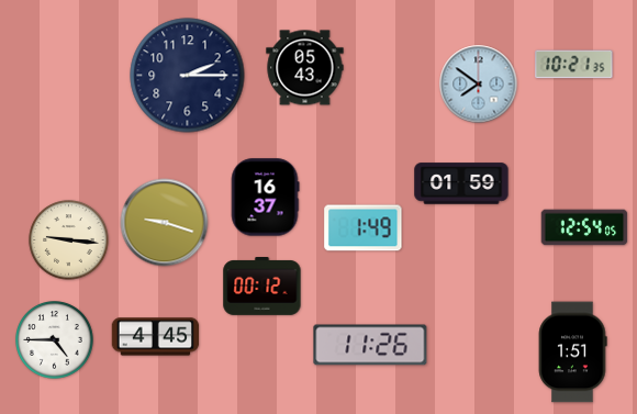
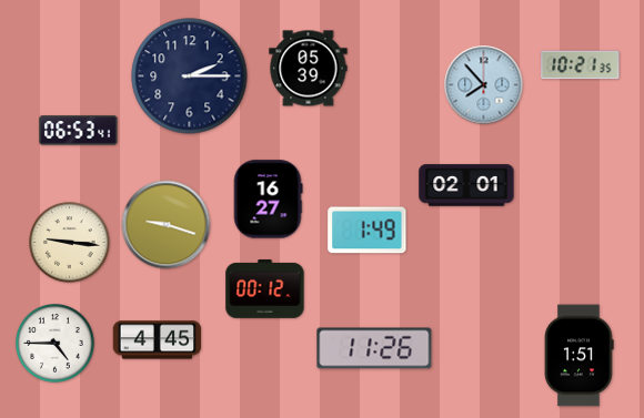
clock at (305, 68): 05:43 -> 05:39
clock at (479, 85): 7:51 -> 7:53
clock at (79, 131): none -> 06:53
clock at (461, 183): 01:59 -> 02:01
clock at (265, 198): 16:37 -> 16:27
clock at (584, 227): 12:54 -> none
